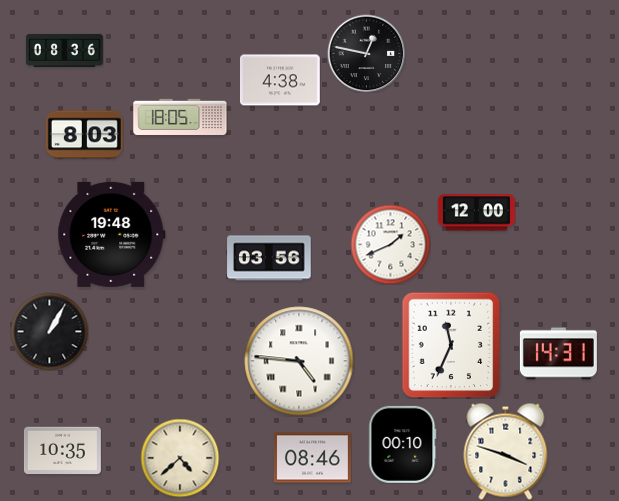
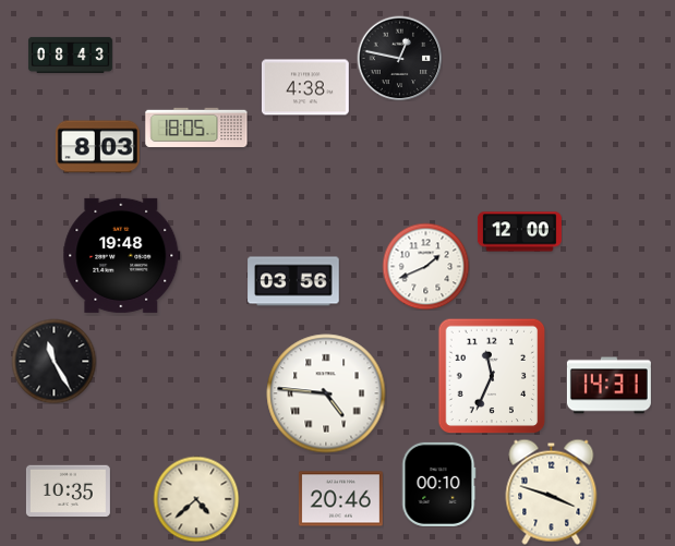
clock at (64, 50): 08:36 -> 08:43
clock at (84, 135) position: (84, 135) -> (97, 147)
clock at (49, 331): 1:05 -> 11:25
clock at (312, 458): 08:46 -> 20:46
